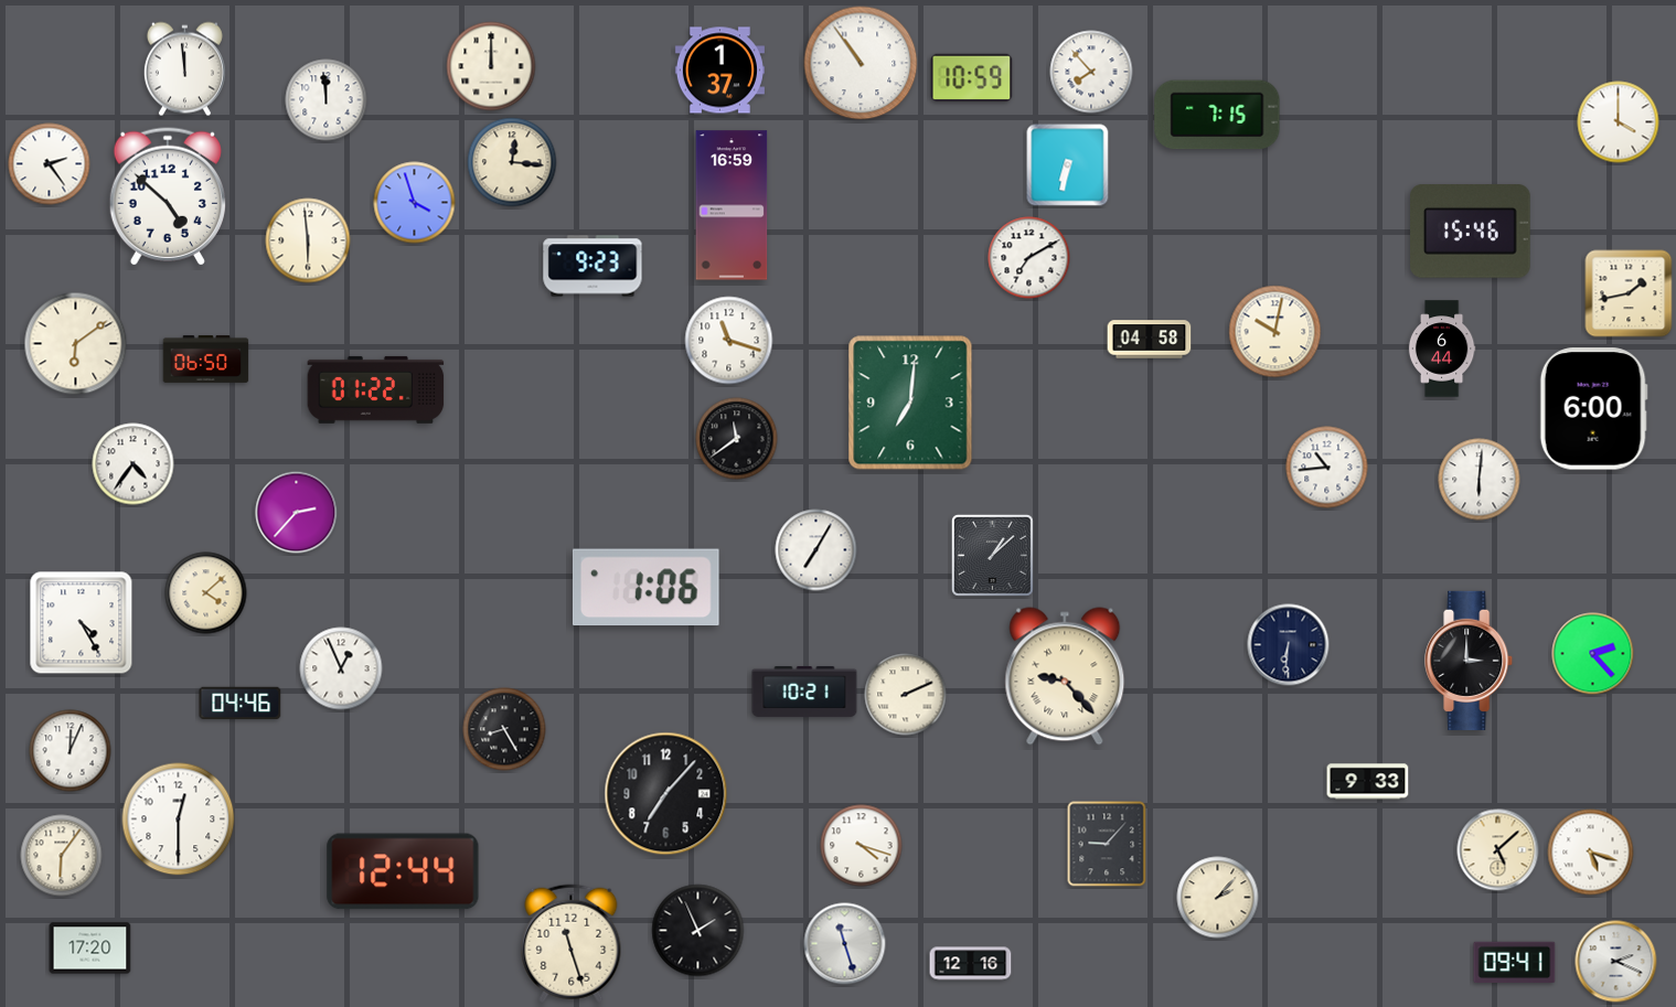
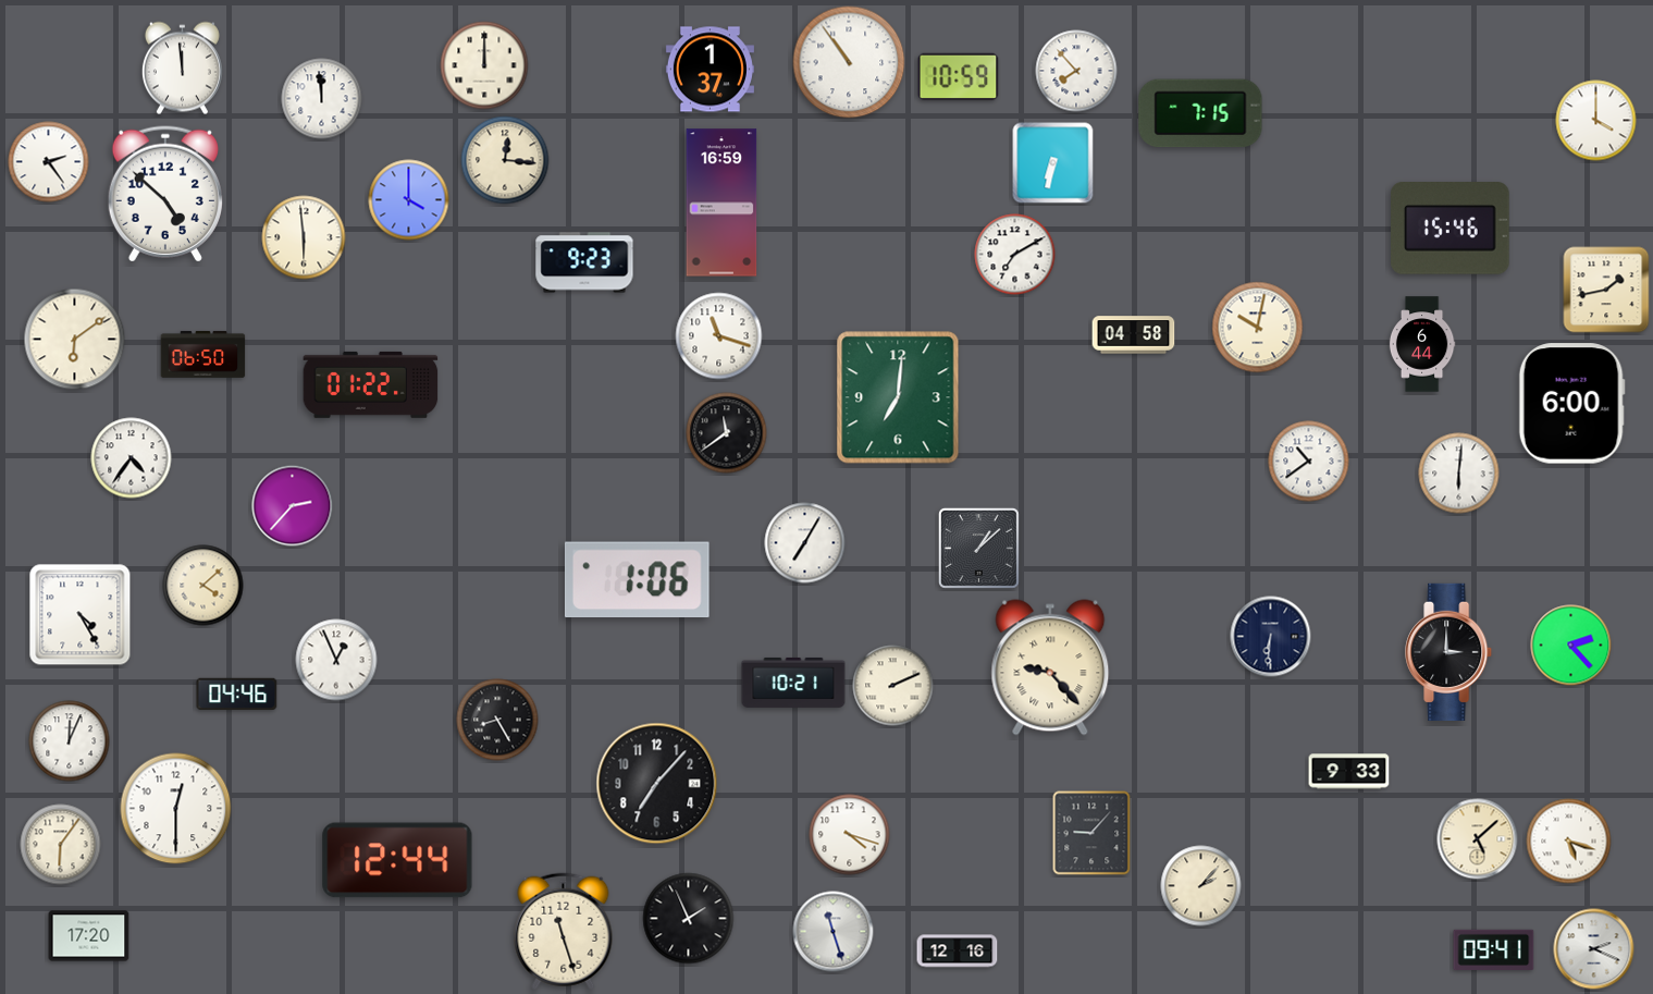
clock at (415, 203): 3:57 -> 4:00
clock at (1327, 468): 10:44 -> 10:39
